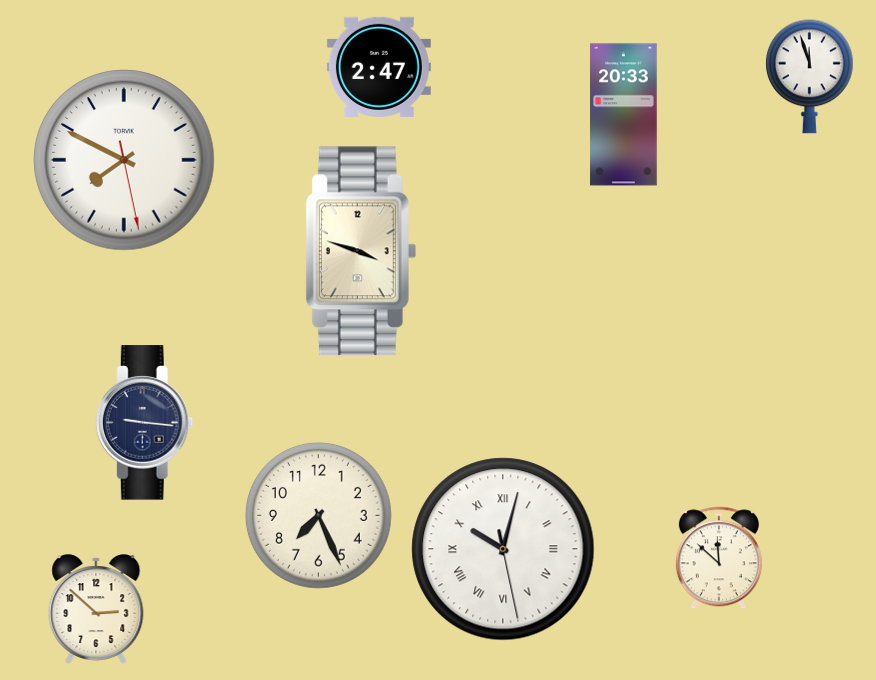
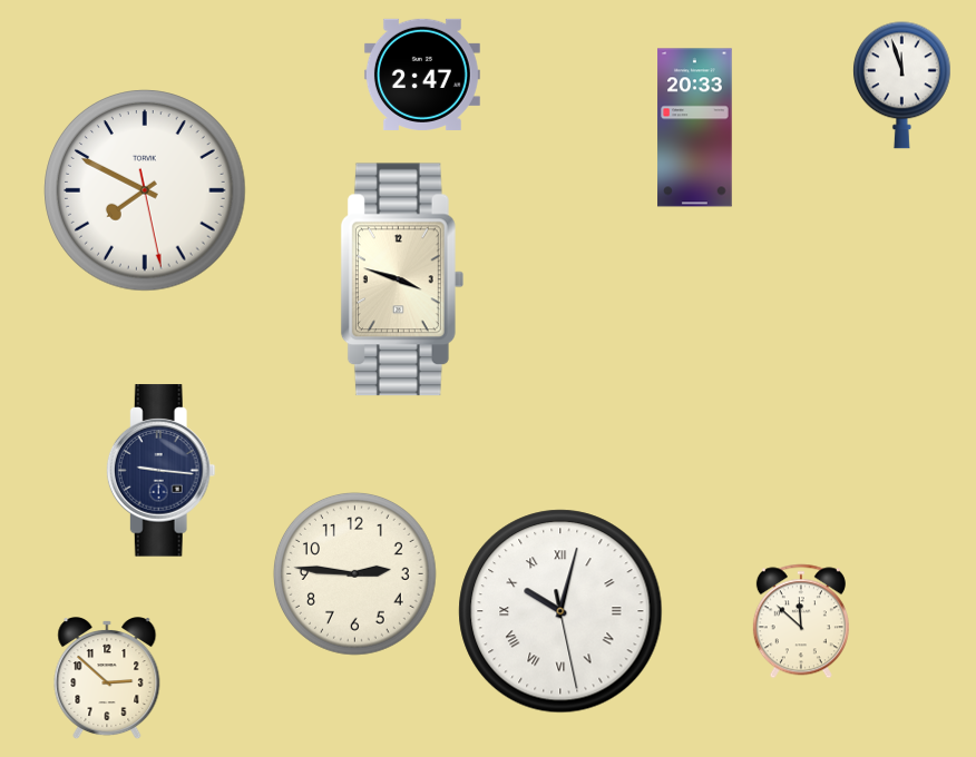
clock at (124, 160) position: (124, 160) -> (145, 190)
clock at (318, 515): 7:26 -> 2:46
